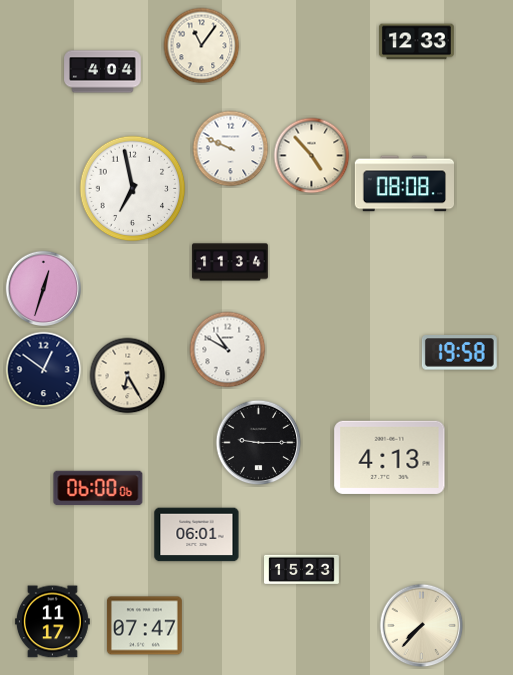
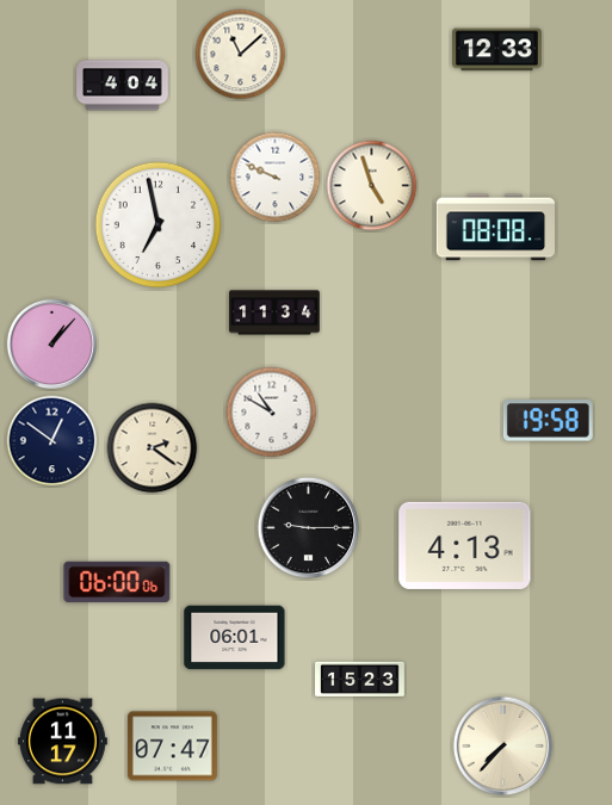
clock at (202, 46): 11:06 -> 11:08
clock at (312, 156): 4:53 -> 4:57
clock at (404, 184) position: (404, 184) -> (495, 228)
clock at (44, 289): 12:33 -> 1:07
clock at (228, 350) position: (228, 350) -> (272, 413)
clock at (128, 376): 6:25 -> 2:21
